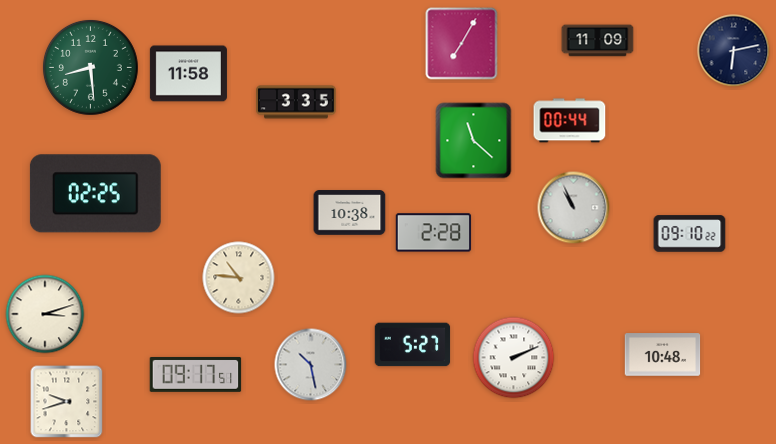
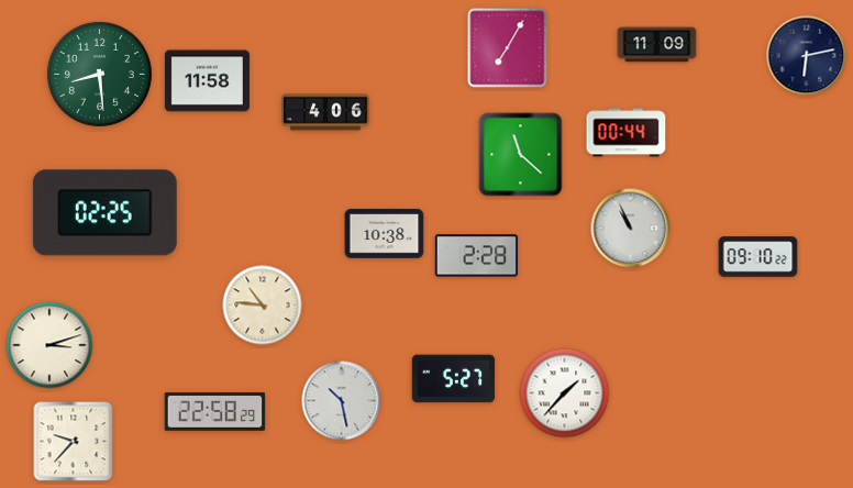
clock at (296, 102): 3:35 -> 4:06
clock at (663, 355): 10:48 -> none
clock at (514, 358): 2:11 -> 1:37
clock at (196, 374): 09:17 -> 22:58
clock at (67, 402): 9:42 -> 9:37
